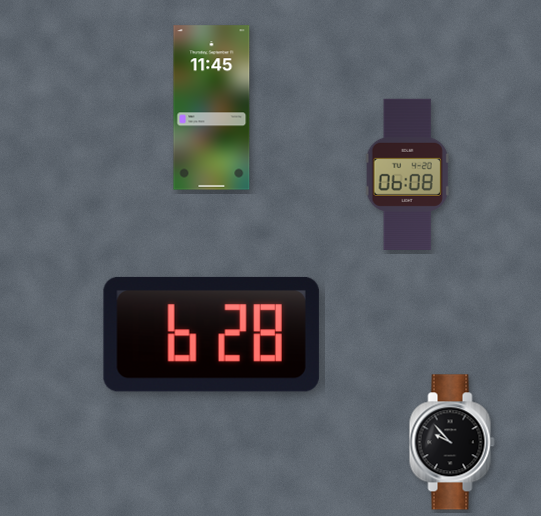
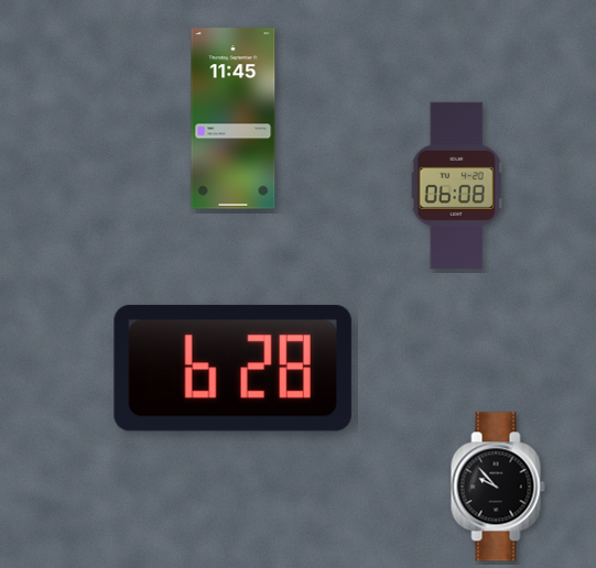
clock at (407, 174) position: (407, 174) -> (456, 185)
